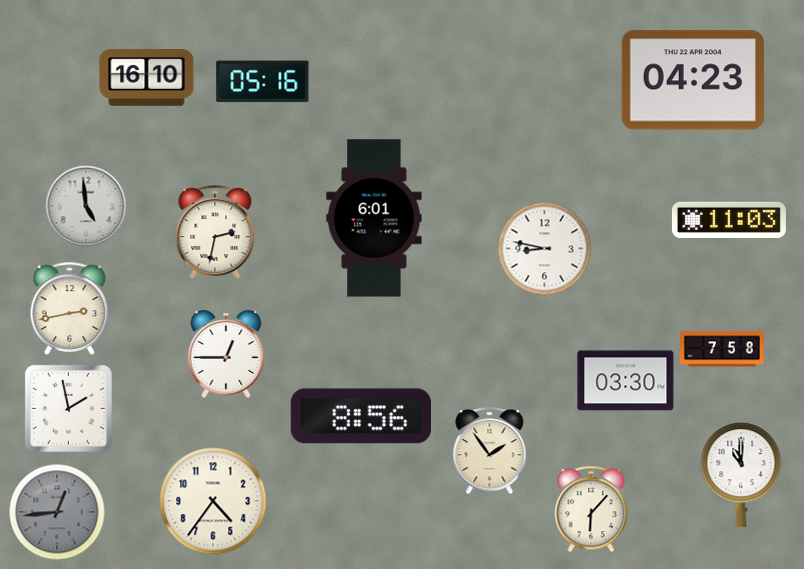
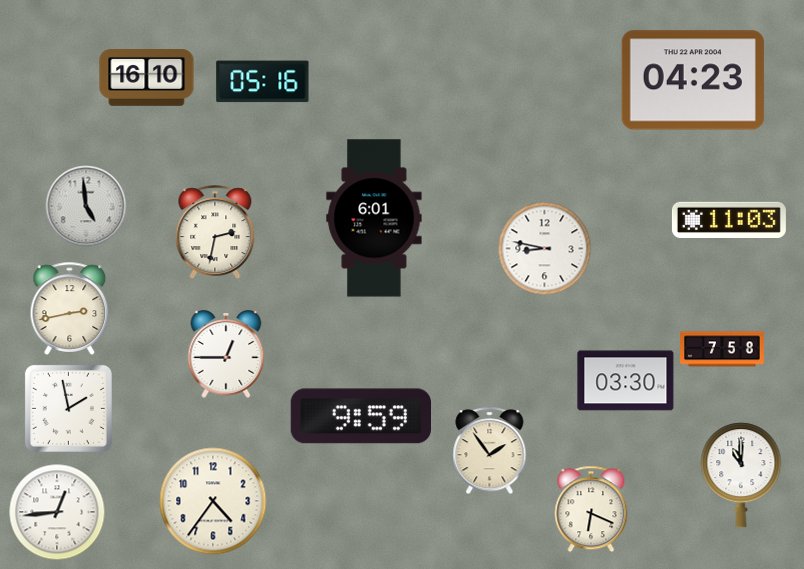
clock at (360, 416): 8:56 -> 9:59
clock at (591, 509): 6:07 -> 6:19
clock at (57, 512) dial: grey -> white
